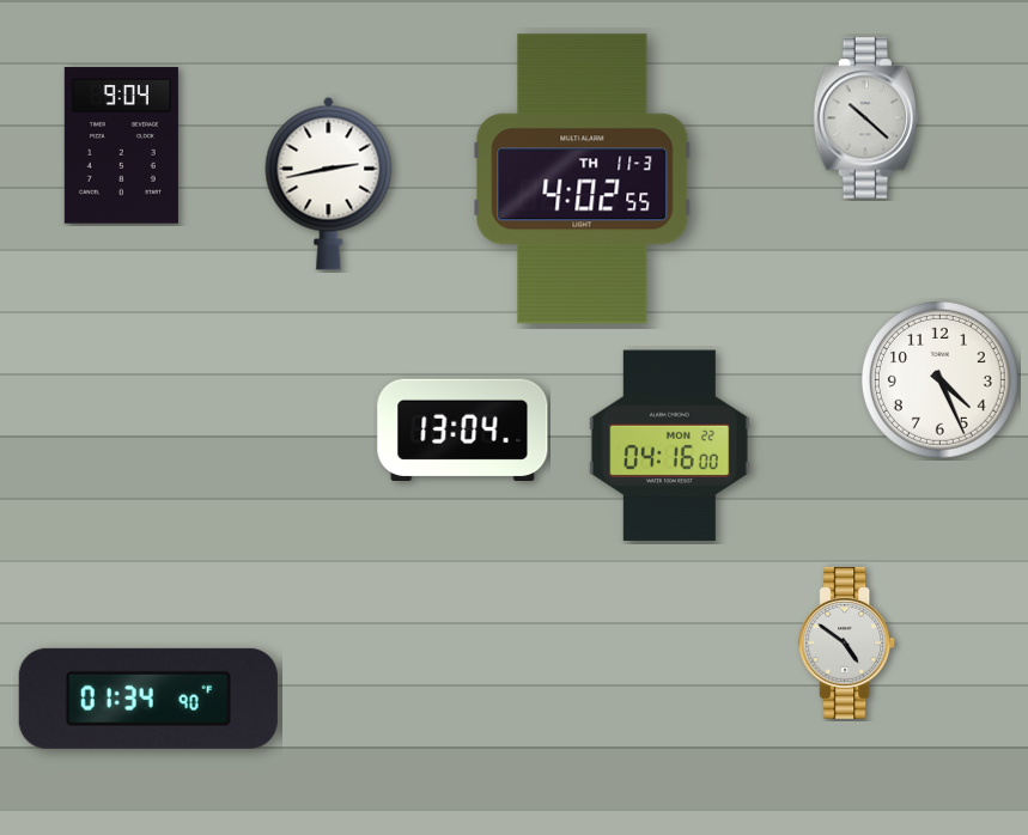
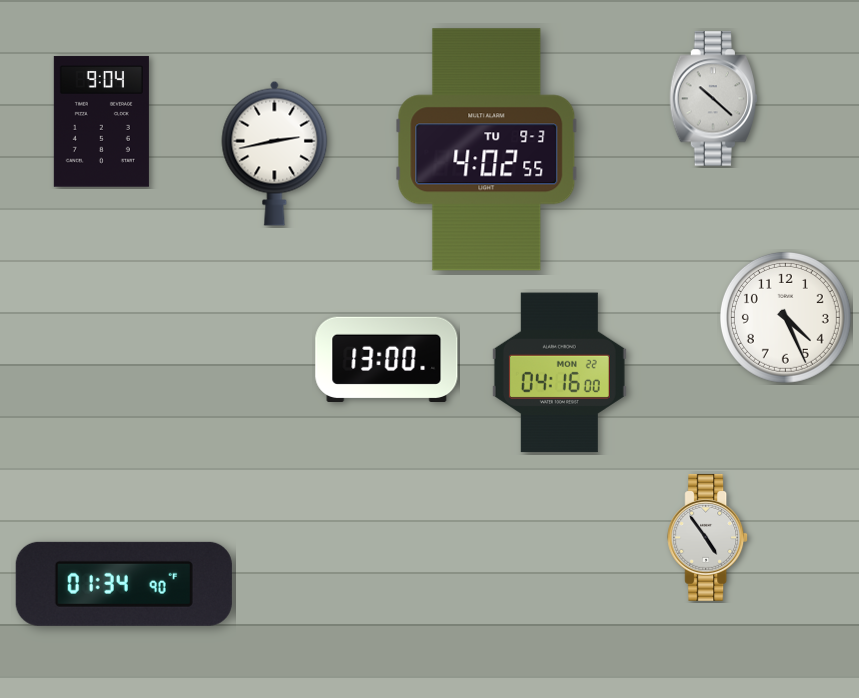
clock at (865, 118) position: (865, 118) -> (713, 99)
clock at (583, 179) date: TH 11-3 -> TU 9-3
clock at (463, 429): 13:04 -> 13:00
clock at (847, 642): 4:51 -> 4:54
